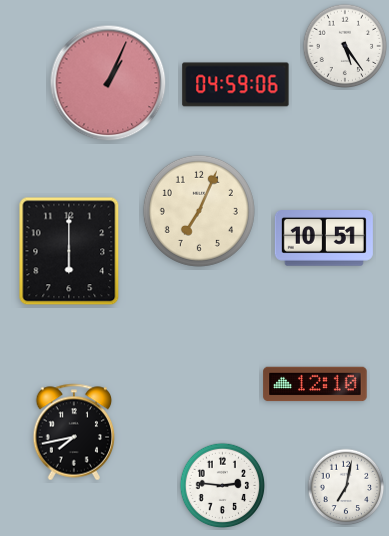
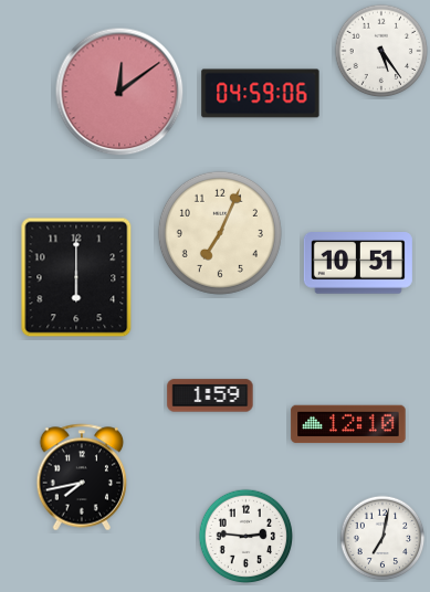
clock at (108, 83): 1:04 -> 12:09
clock at (210, 395): none -> 1:59
